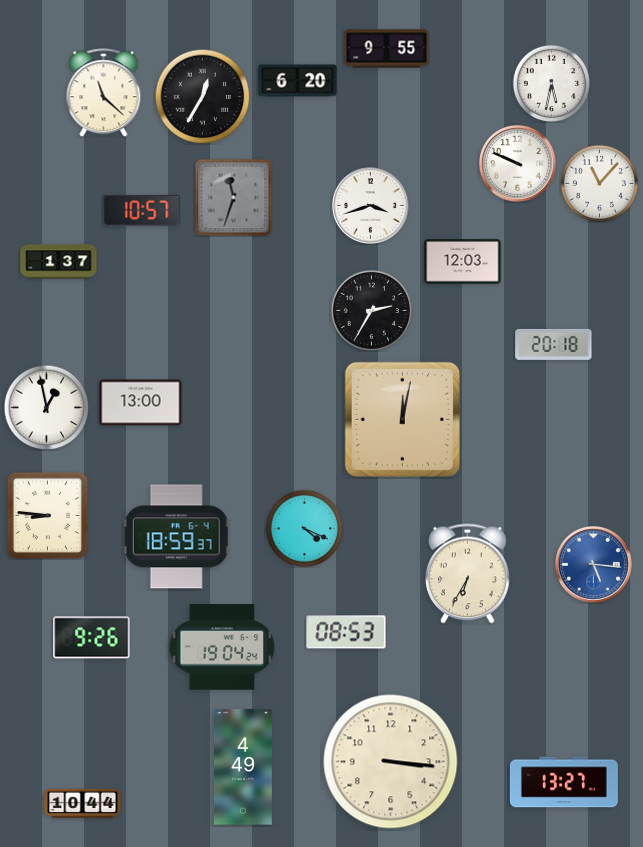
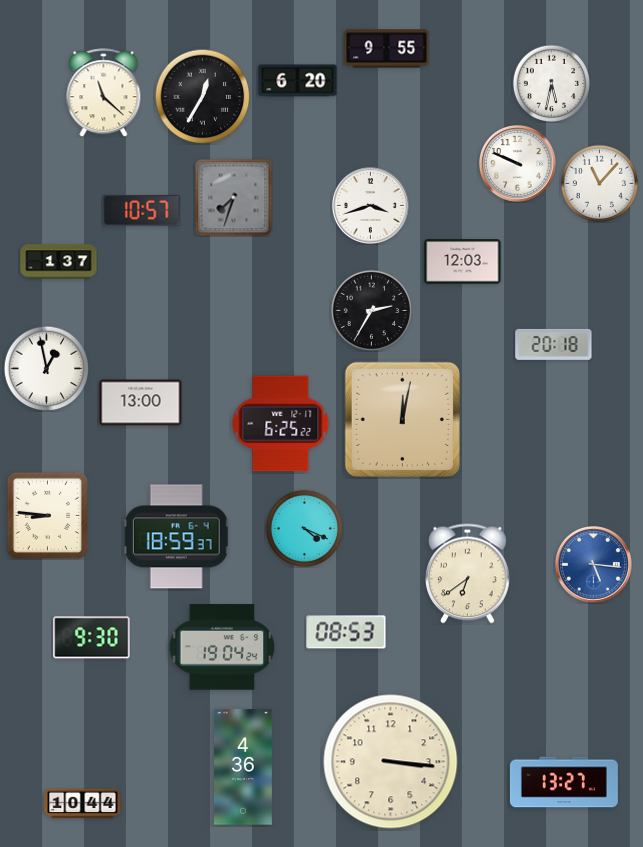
clock at (233, 197): 11:33 -> 7:33
clock at (46, 407) position: (46, 407) -> (46, 368)
clock at (281, 424): none -> 6:25
clock at (468, 574): 6:35 -> 6:39
clock at (92, 638): 9:26 -> 9:30
clock at (243, 767): 4:49 -> 4:36
